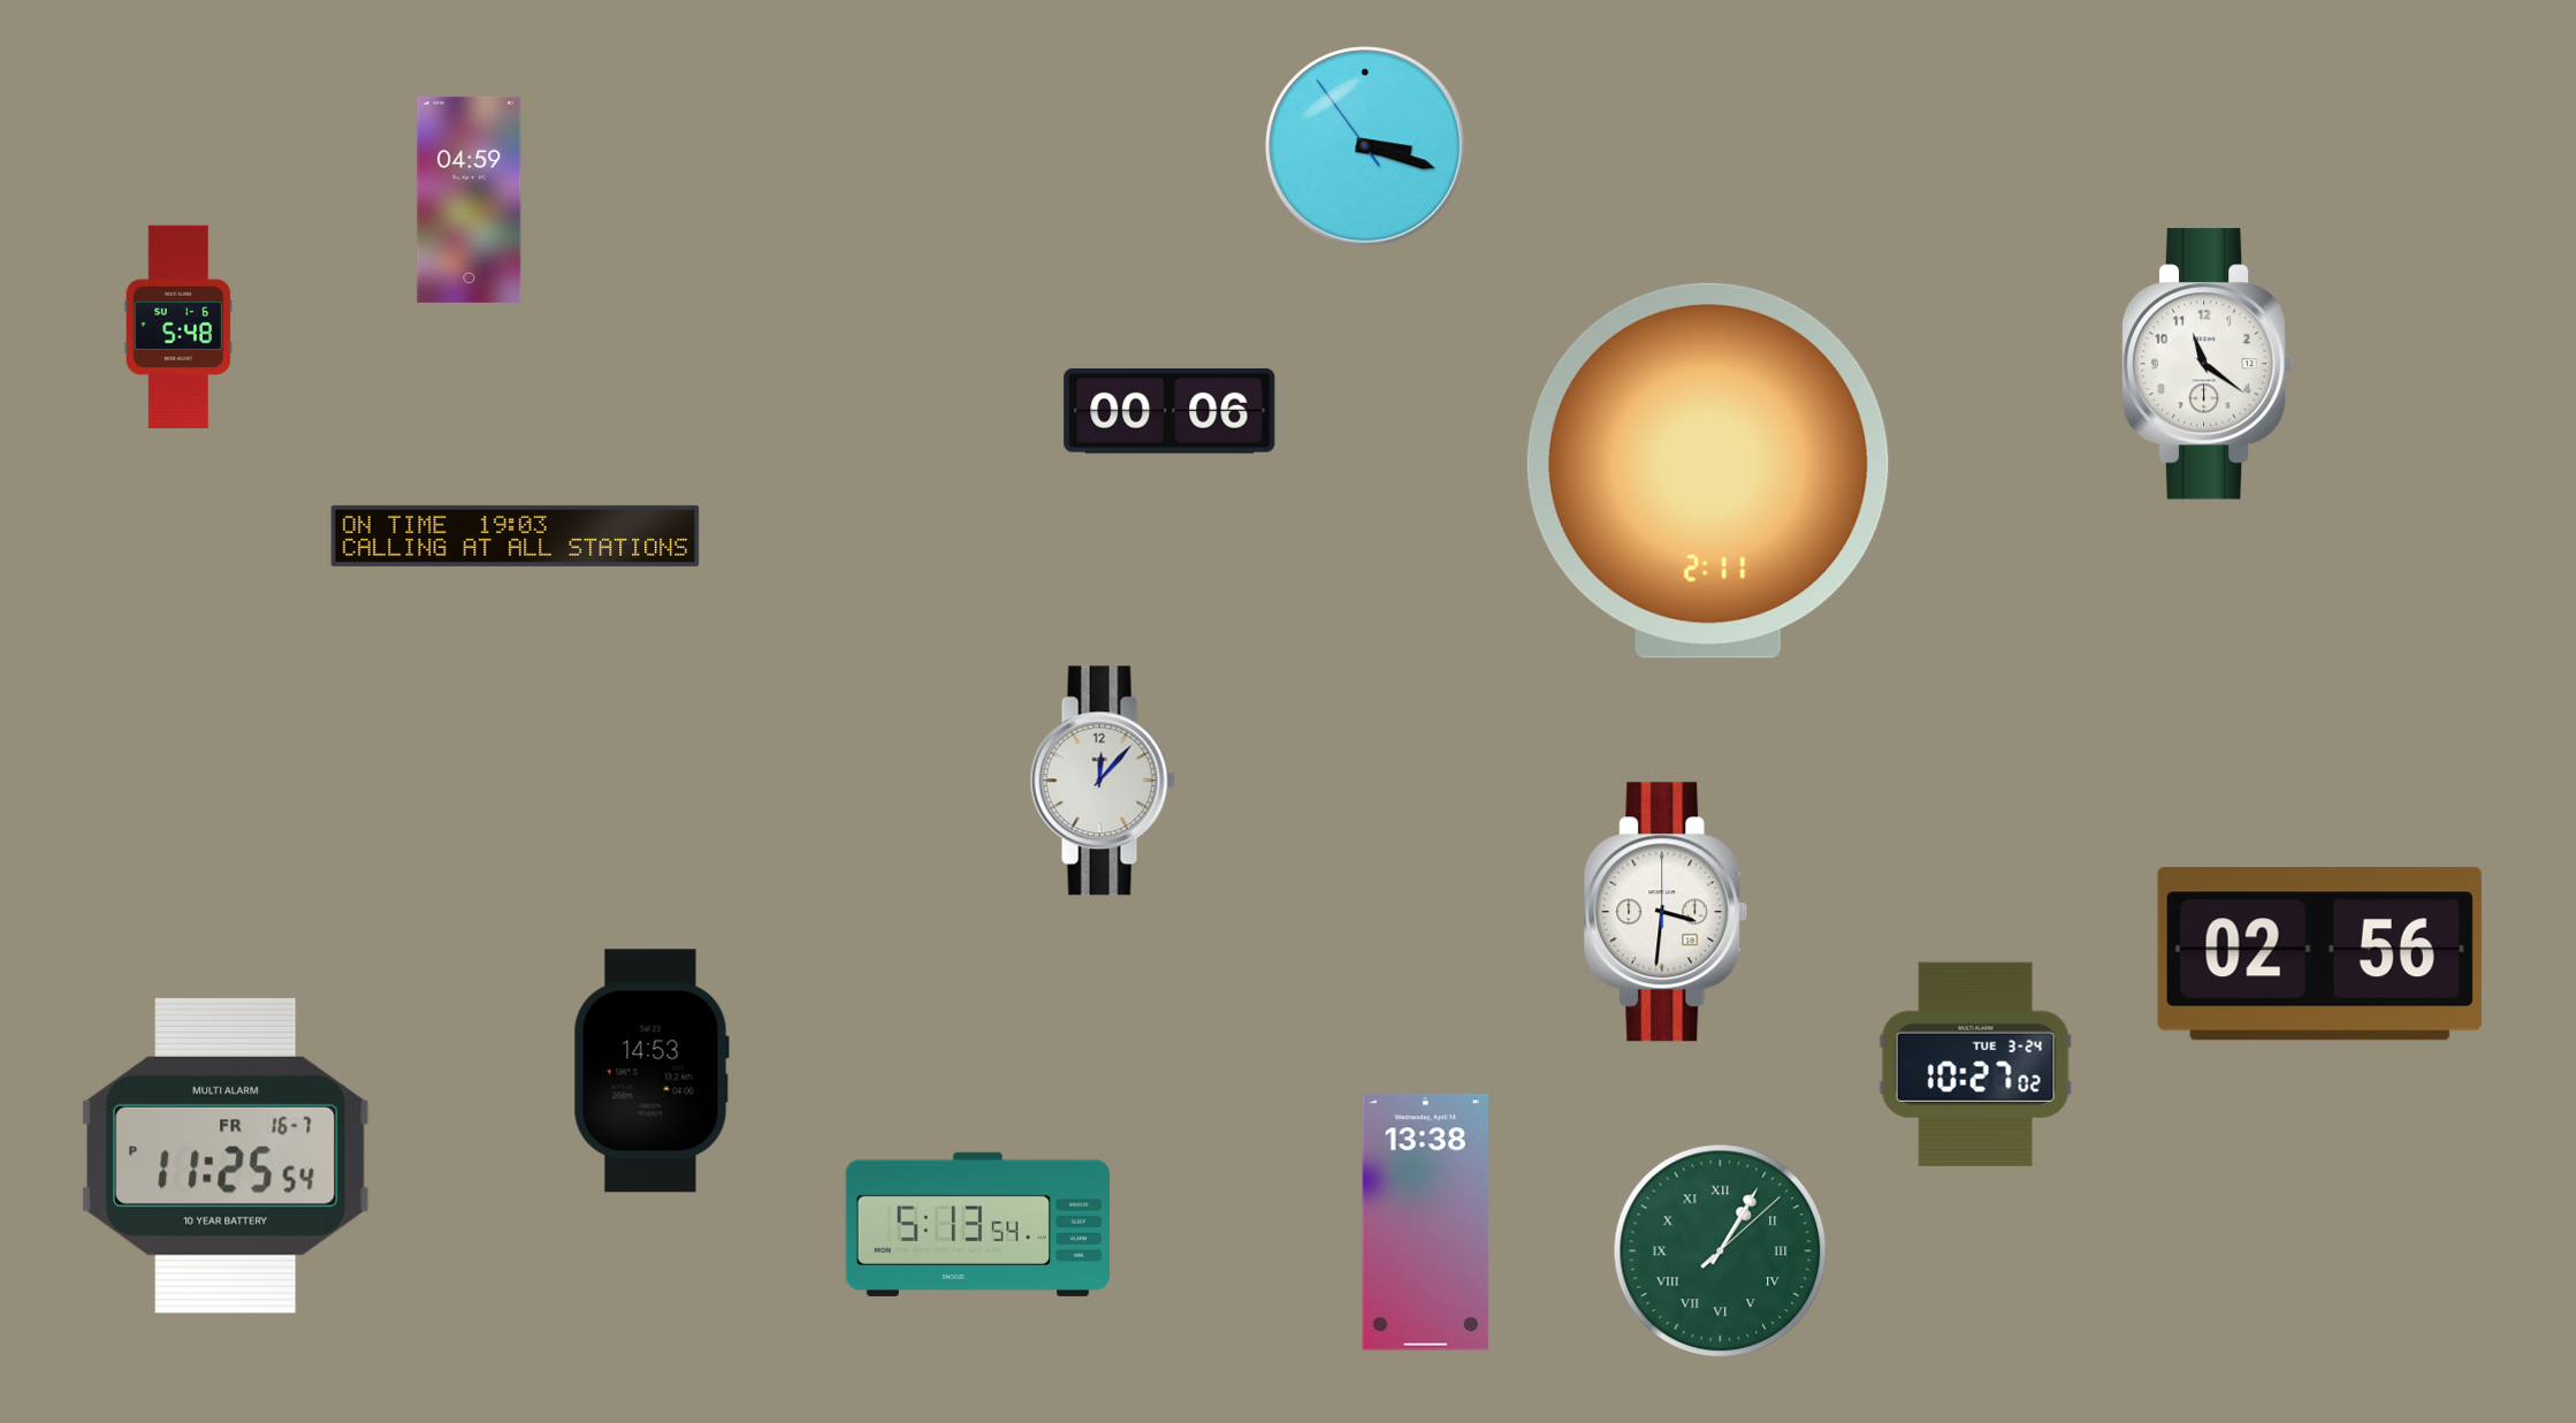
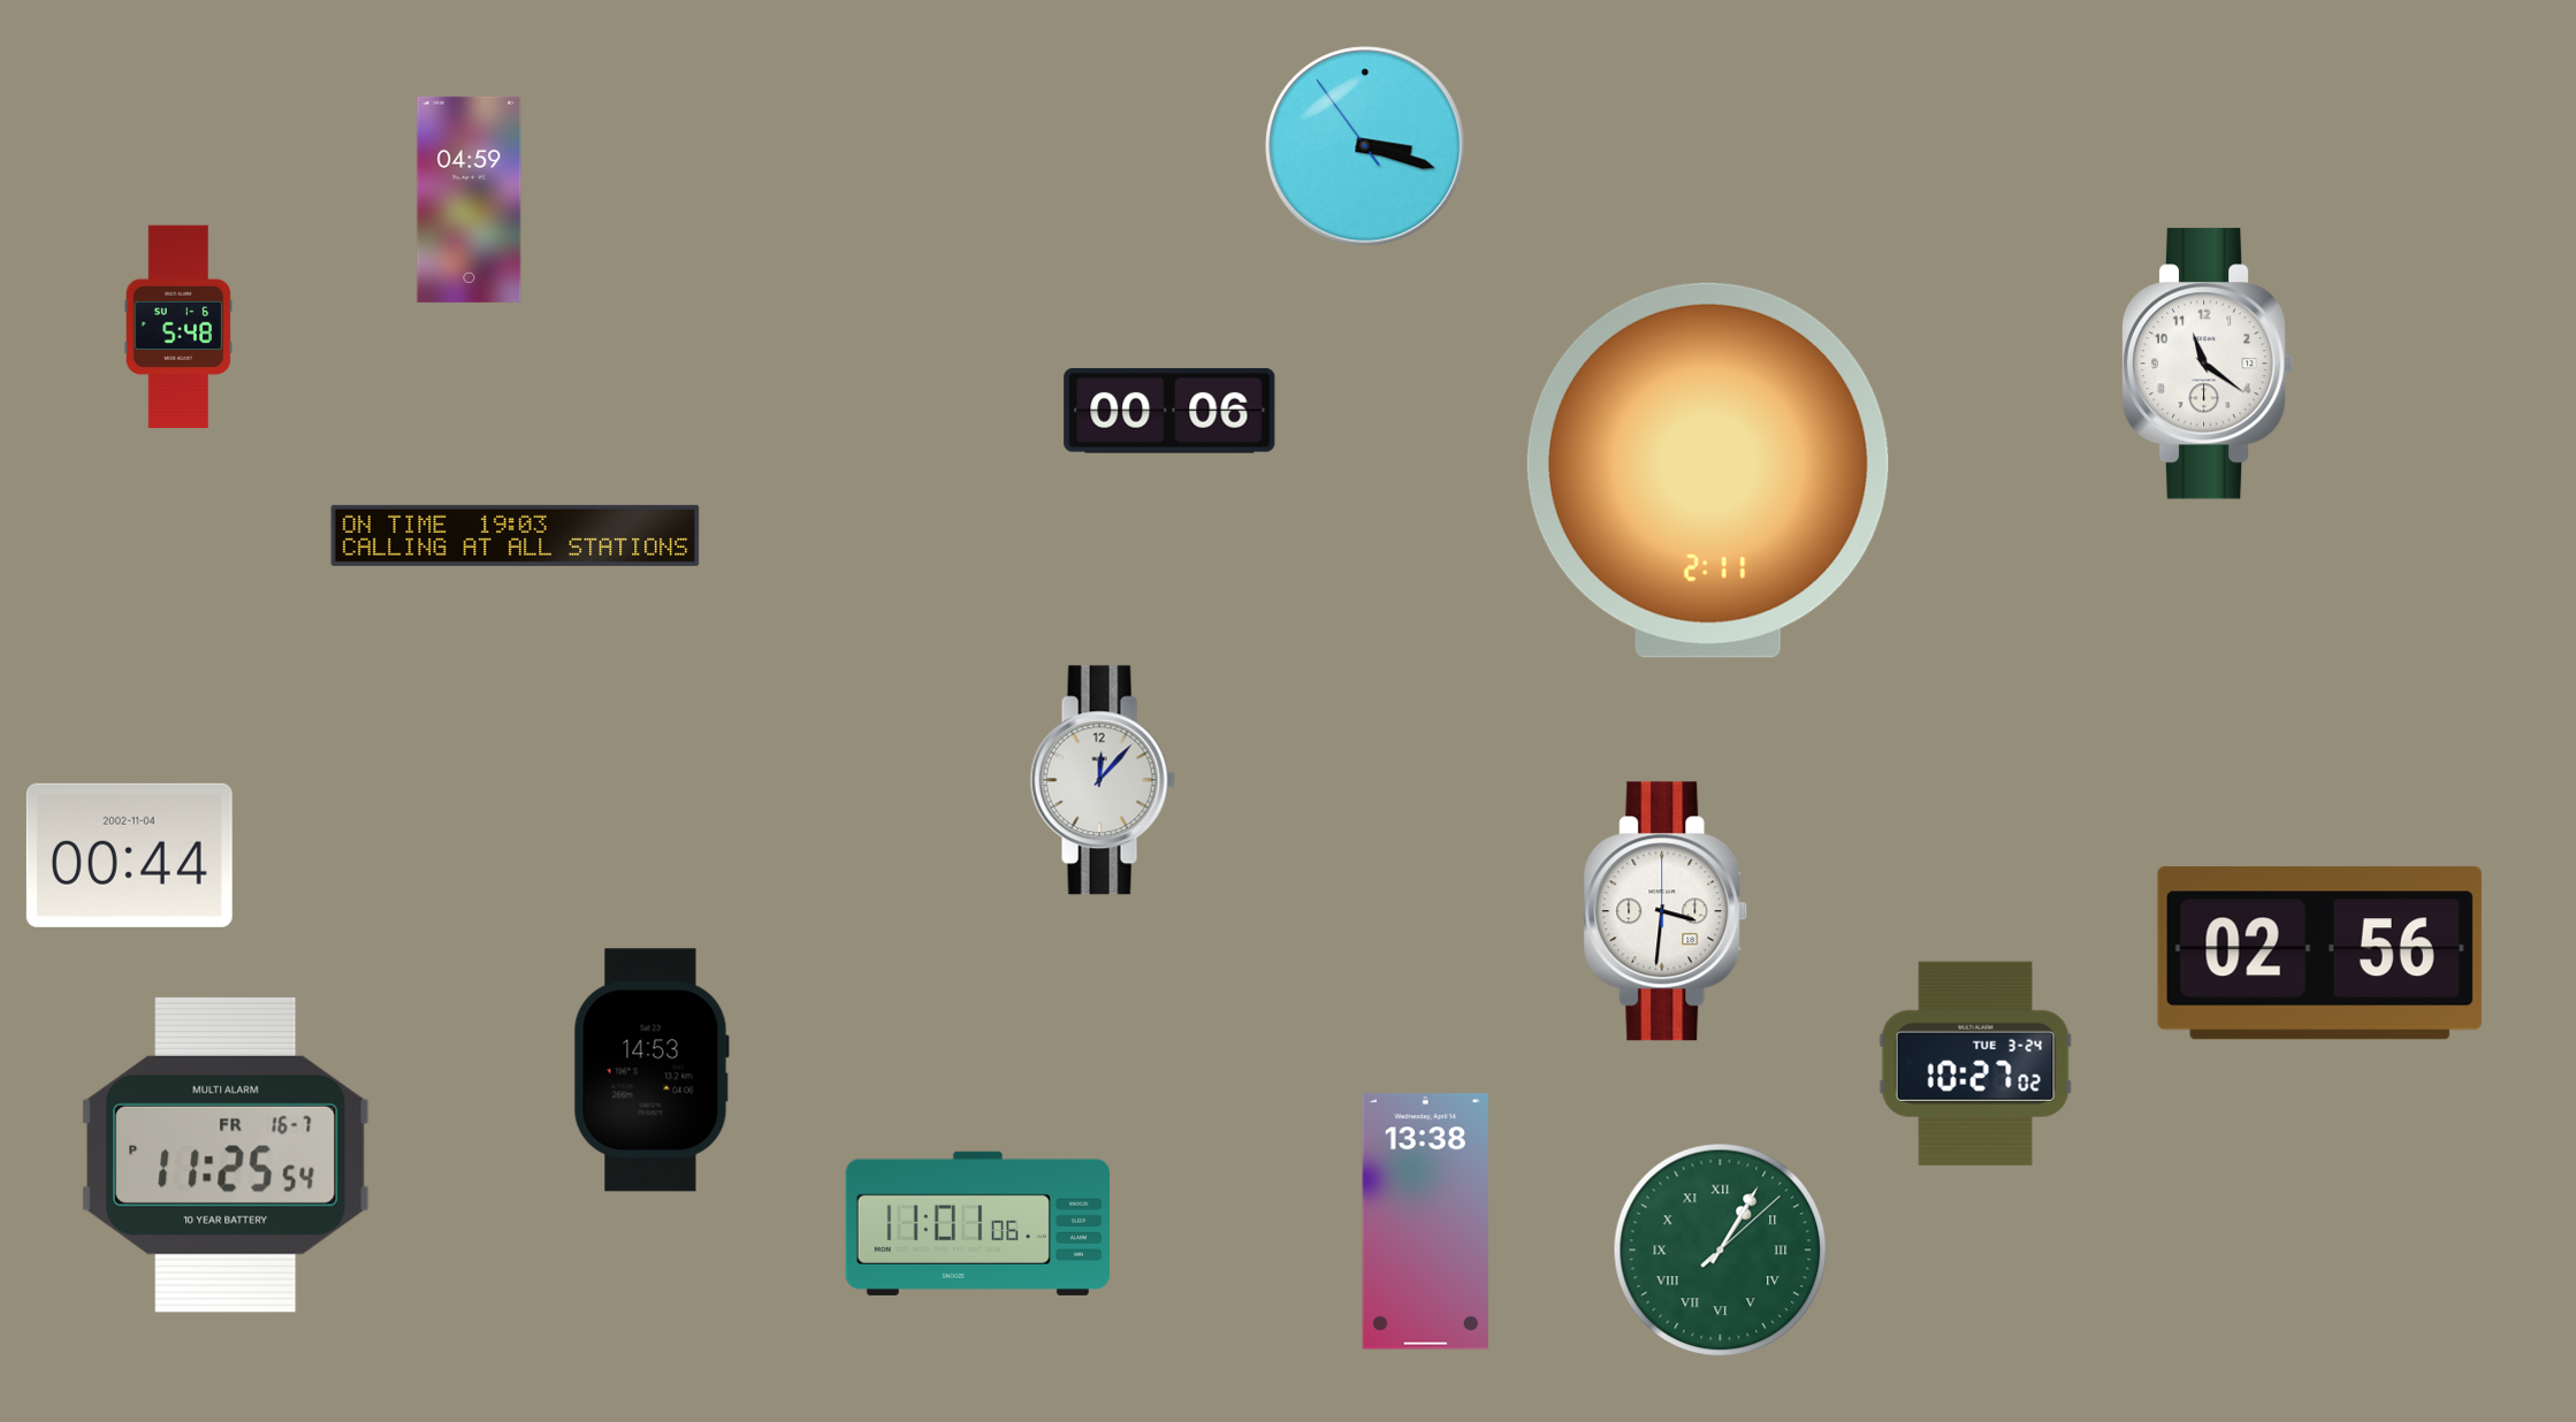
clock at (129, 855): none -> 00:44
clock at (977, 1224): 5:13 -> 11:01
